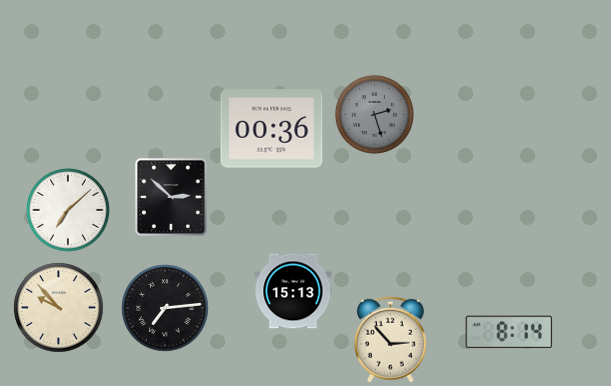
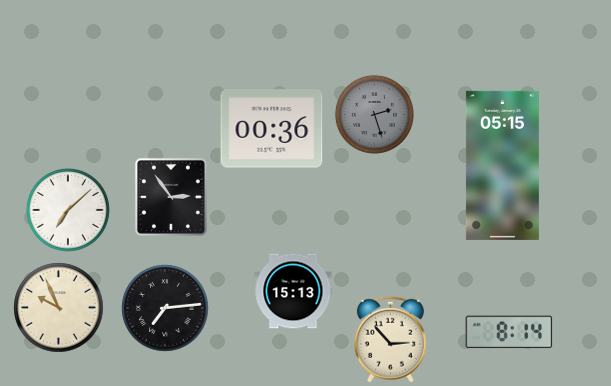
clock at (502, 165): none -> 05:15
clock at (171, 197): 2:52 -> 2:54
clock at (59, 308): 9:53 -> 9:56
